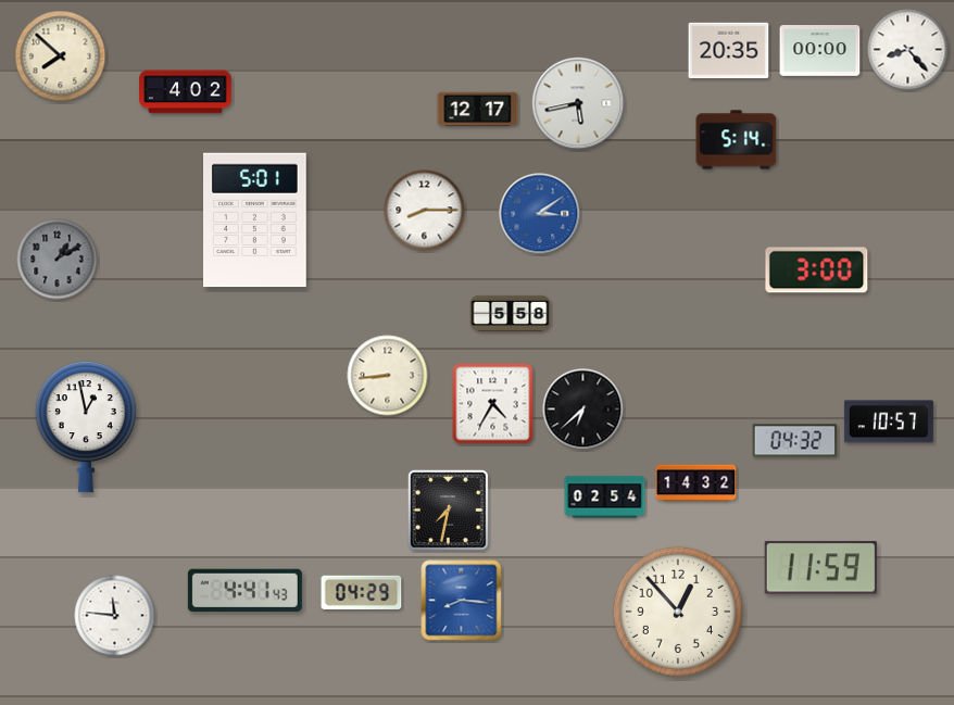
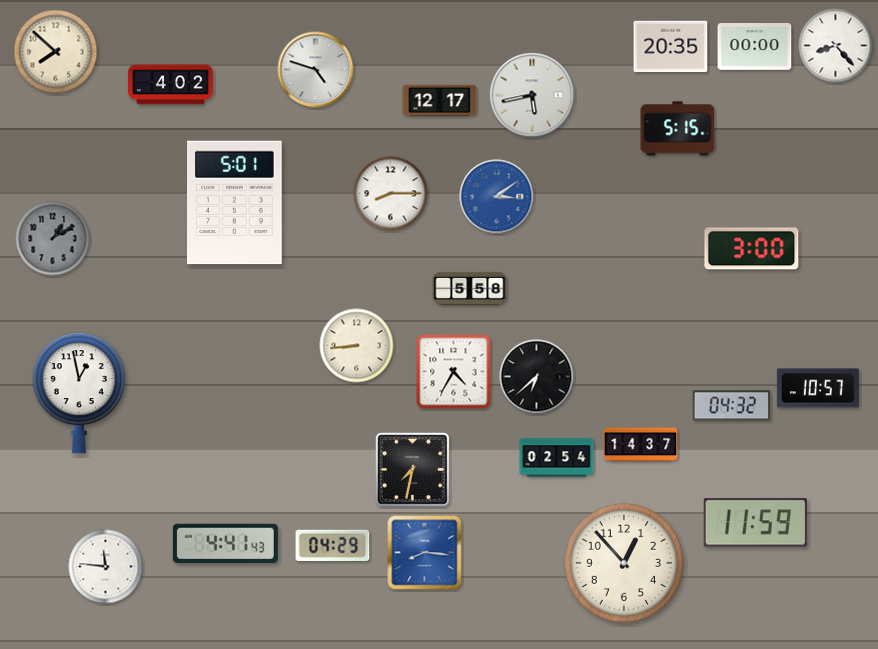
clock at (316, 70): none -> 4:48
clock at (737, 140): 5:14 -> 5:15
clock at (696, 483): 14:32 -> 14:37
